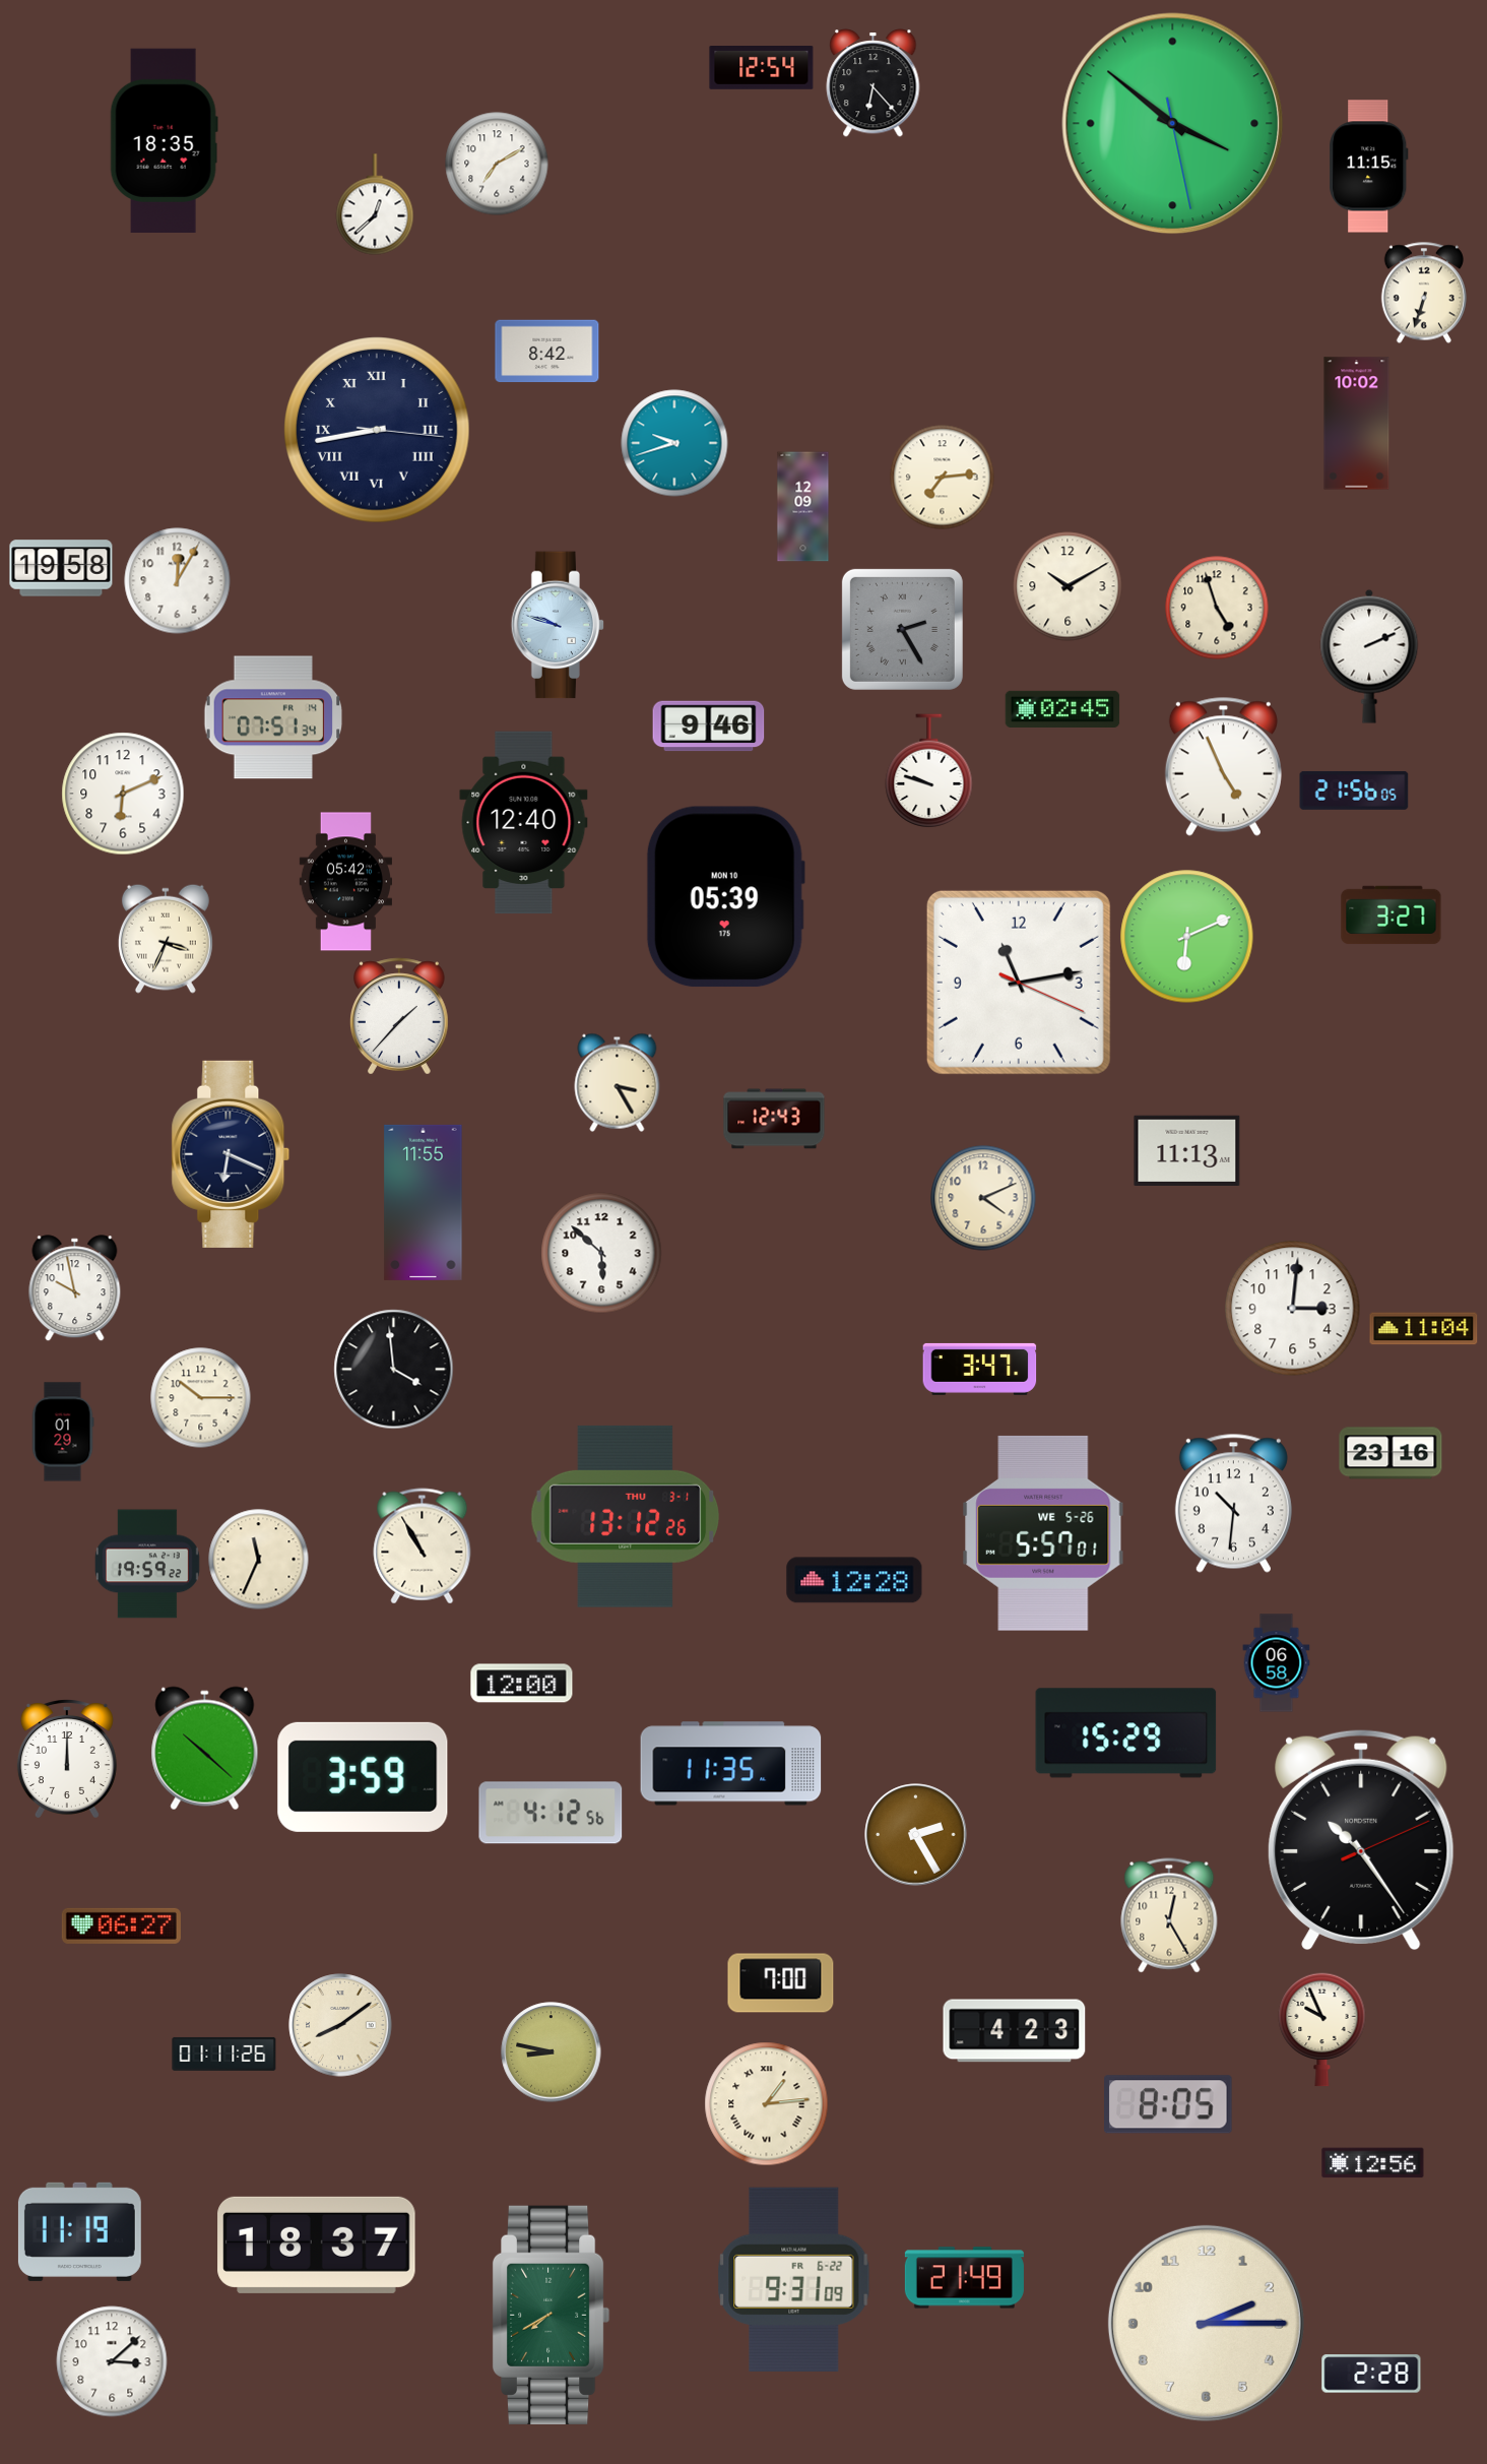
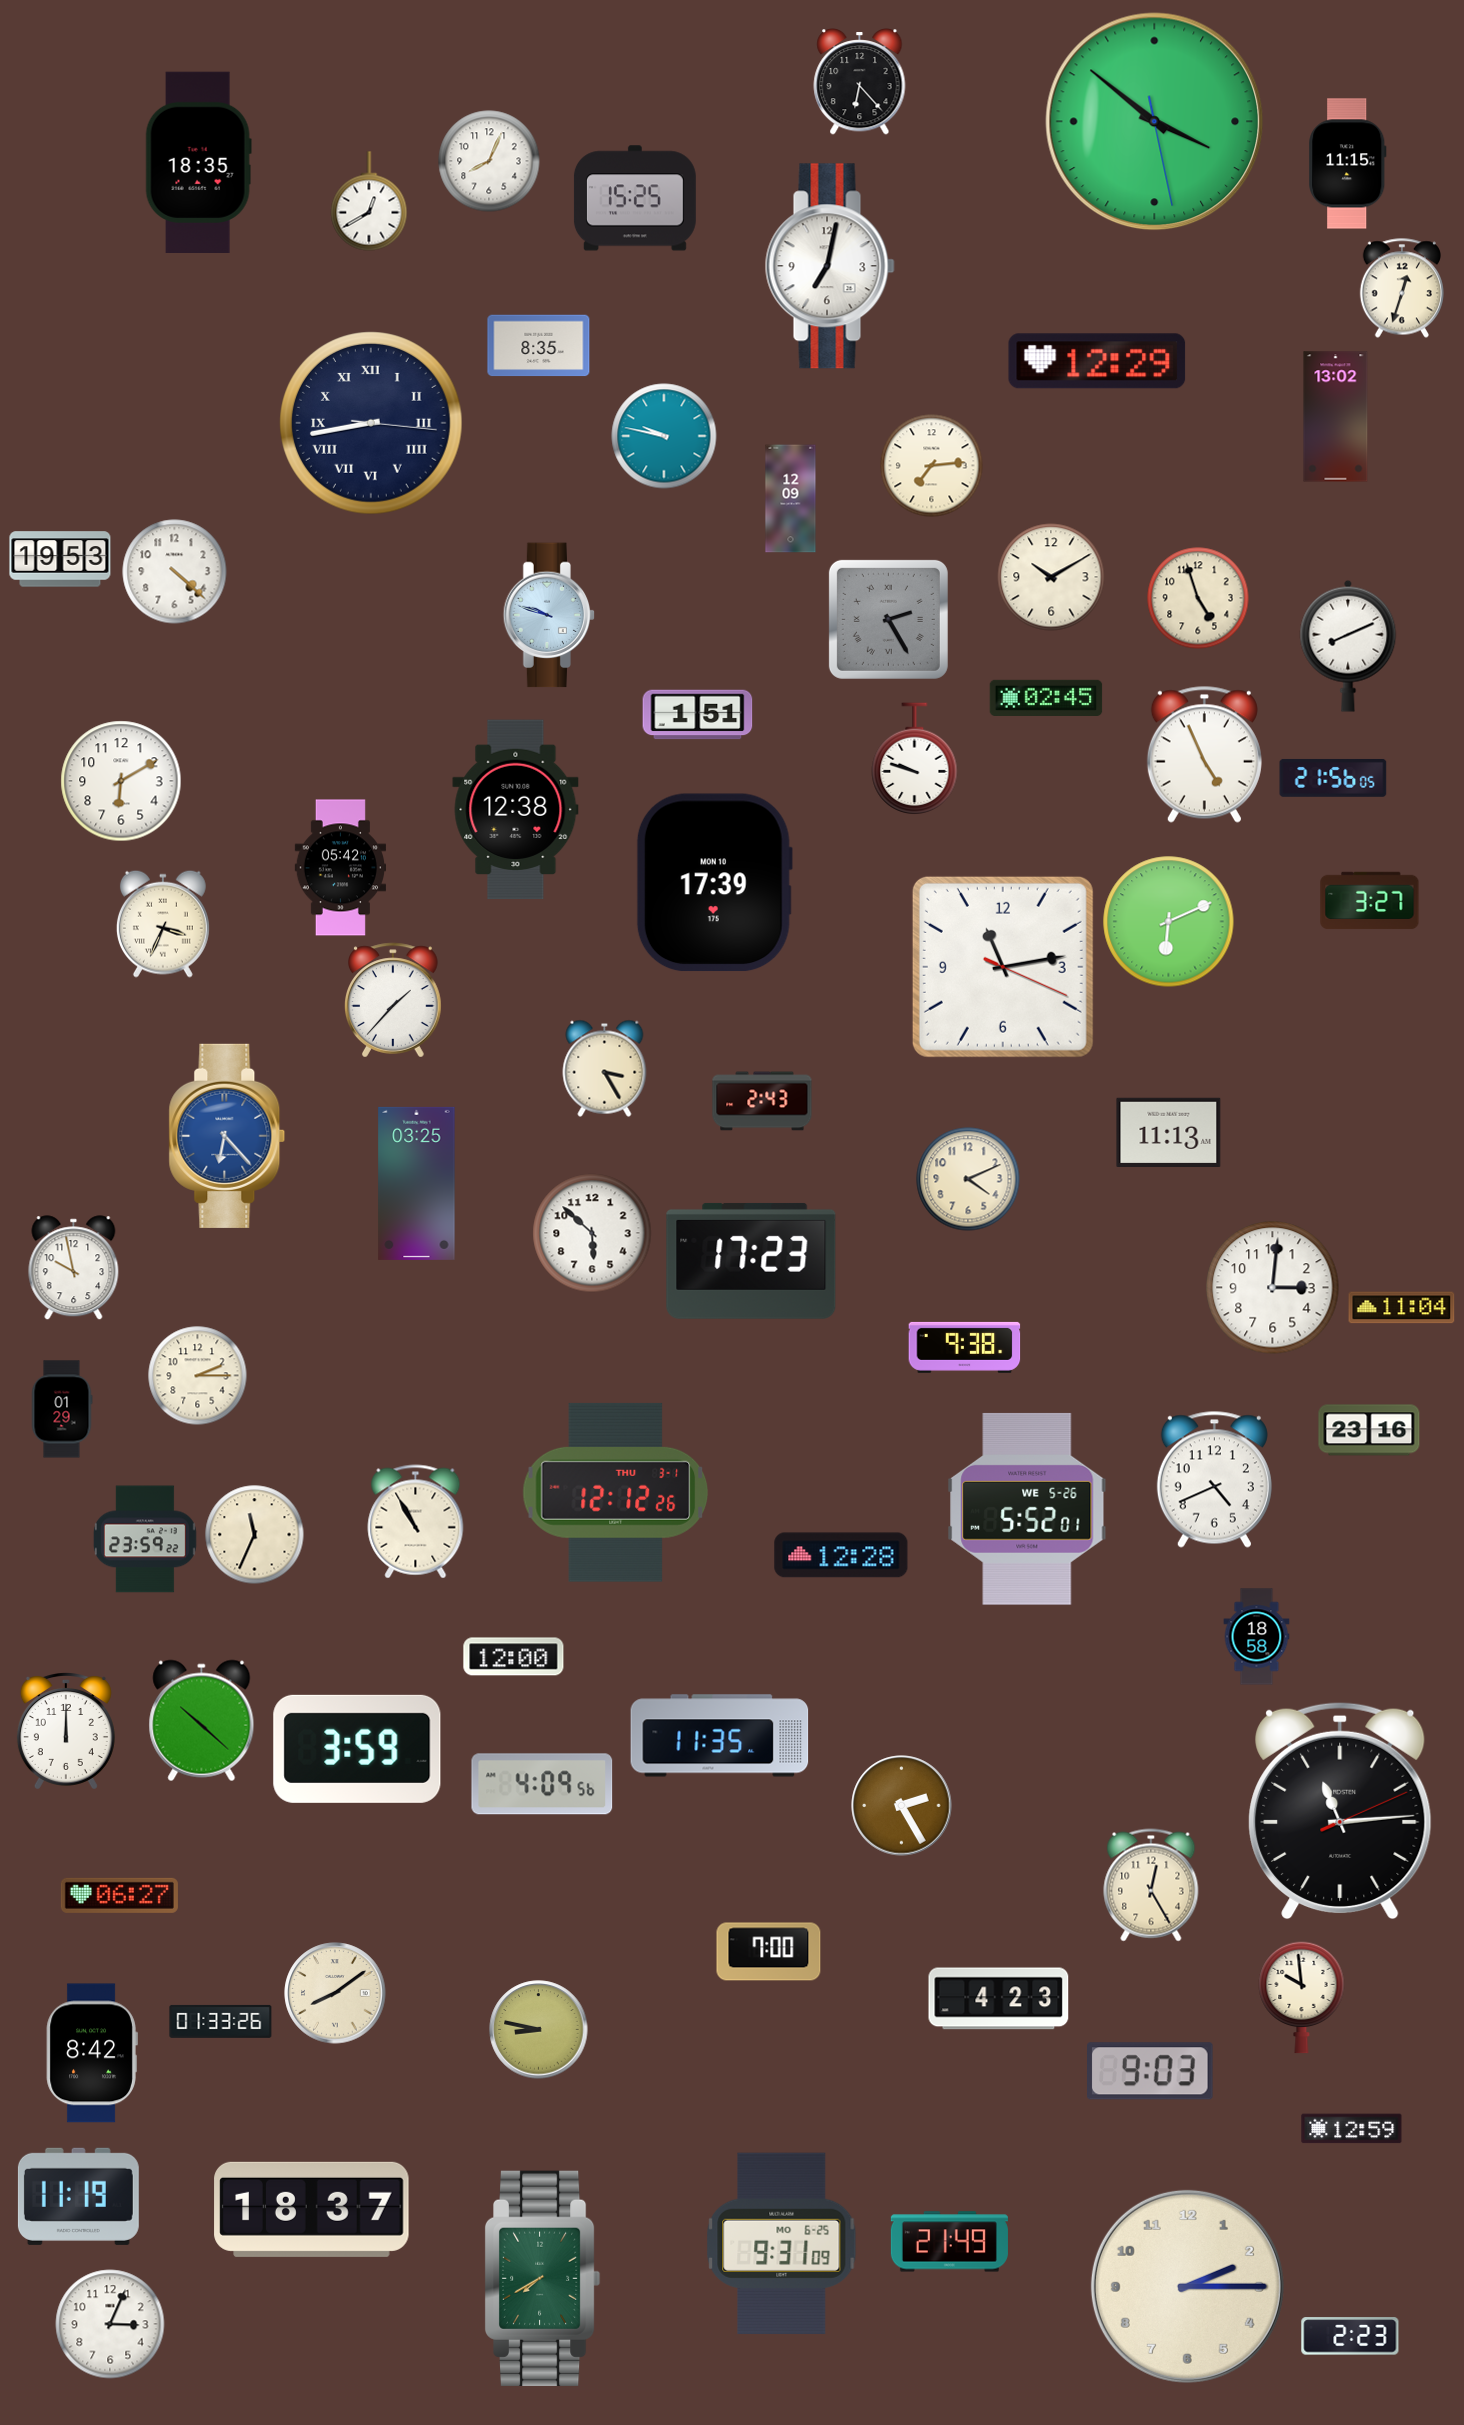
clock at (762, 68): 12:54 -> none
clock at (164, 140) position: (164, 140) -> (198, 162)
clock at (497, 164): 7:10 -> 8:04
clock at (635, 198): none -> 15:25
clock at (375, 204): 12:38 -> 12:40
clock at (830, 266): none -> 7:02
clock at (1424, 293): 6:33 -> 12:33
clock at (547, 352): 8:42 -> 8:35
clock at (1097, 361): none -> 12:29
clock at (1357, 424): 10:02 -> 13:02
clock at (674, 443): 9:42 -> 9:47
clock at (943, 478) position: (943, 478) -> (932, 466)
clock at (61, 568): 19:58 -> 19:53
clock at (178, 581): 12:05 -> 4:22
clock at (1369, 656): 2:11 -> 8:11
clock at (272, 717): 07:51 -> none
clock at (709, 726): 9:46 -> 1:51
clock at (123, 794): 6:11 -> 6:10
clock at (524, 823): 12:40 -> 12:38
clock at (725, 897): 05:39 -> 17:39
clock at (618, 1082) position: (618, 1082) -> (605, 1068)
clock at (774, 1119): 12:43 -> 2:43
clock at (231, 1154): 6:19 -> 6:23
clock at (231, 1154) dial: navy -> blue
clock at (424, 1202): 11:55 -> 03:25
clock at (751, 1261): none -> 17:23
clock at (980, 1369): 3:47 -> 9:38
clock at (394, 1370): 3:59 -> none
clock at (201, 1398): 10:15 -> 2:15
clock at (1233, 1503): 10:31 -> 4:41
clock at (626, 1516): 13:12 -> 12:12
clock at (1043, 1533): 5:57 -> 5:52
clock at (147, 1564): 19:59 -> 23:59
clock at (1277, 1663): 06:58 -> 18:58
clock at (1126, 1733): 15:29 -> none
clock at (551, 1813): 4:12 -> 4:09
clock at (1361, 1840): 10:24 -> 11:14
clock at (1322, 2029): 9:56 -> 9:59
clock at (552, 2052) position: (552, 2052) -> (539, 2030)
clock at (224, 2054): 01:11 -> 01:33
clock at (92, 2053): none -> 8:42
clock at (767, 2104): 1:14 -> none
clock at (1169, 2104): 8:05 -> 9:03
clock at (1373, 2163): 12:56 -> 12:59
clock at (794, 2279) date: FR 6-22 -> MO 6-25
clock at (112, 2361): 3:08 -> 3:04
clock at (1371, 2374): 2:28 -> 2:23
